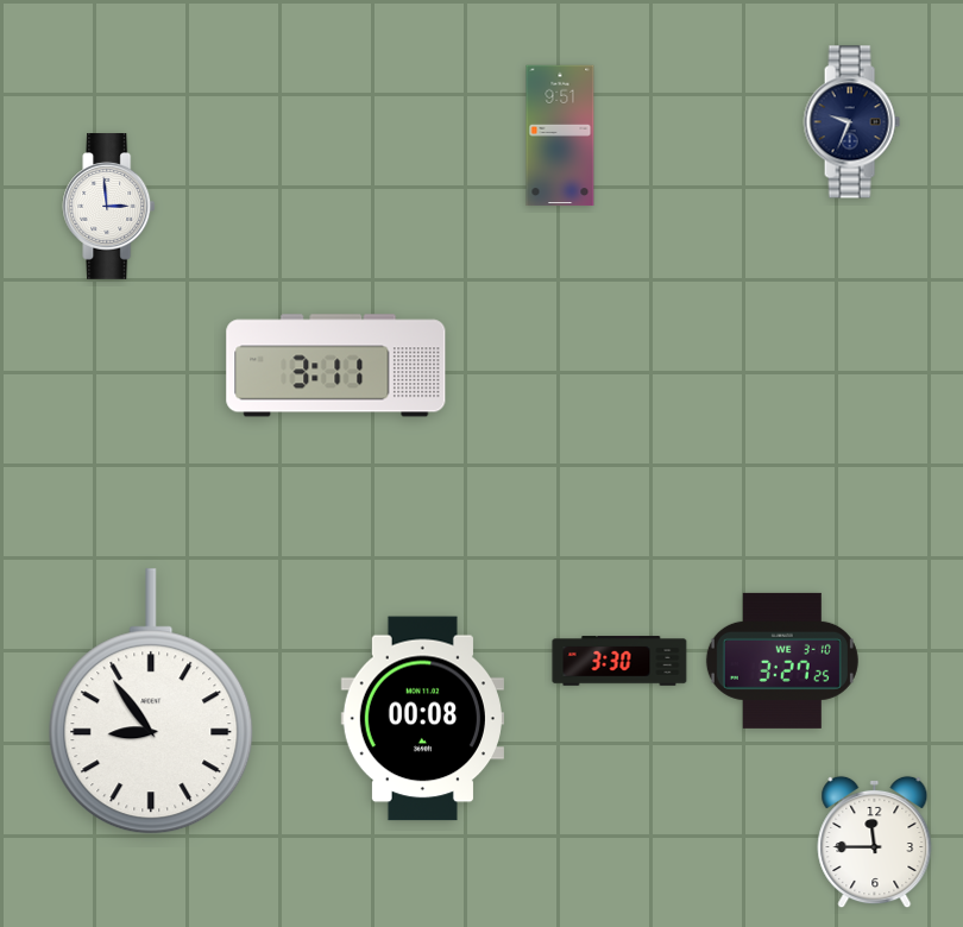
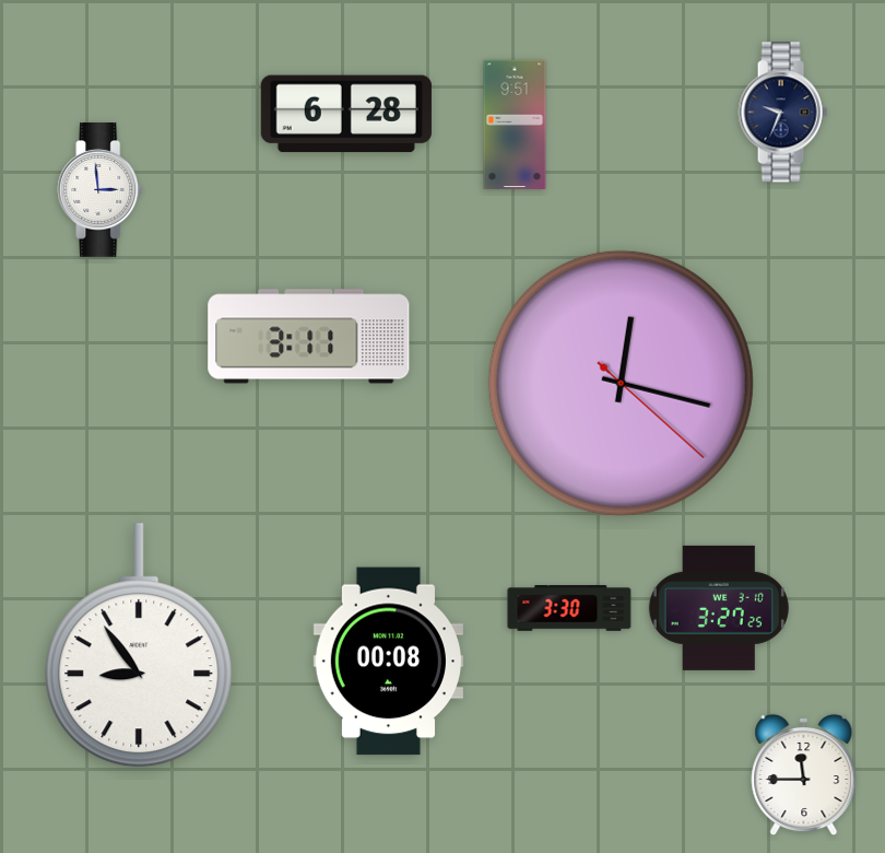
clock at (346, 114): none -> 6:28
clock at (621, 383): none -> 12:17
